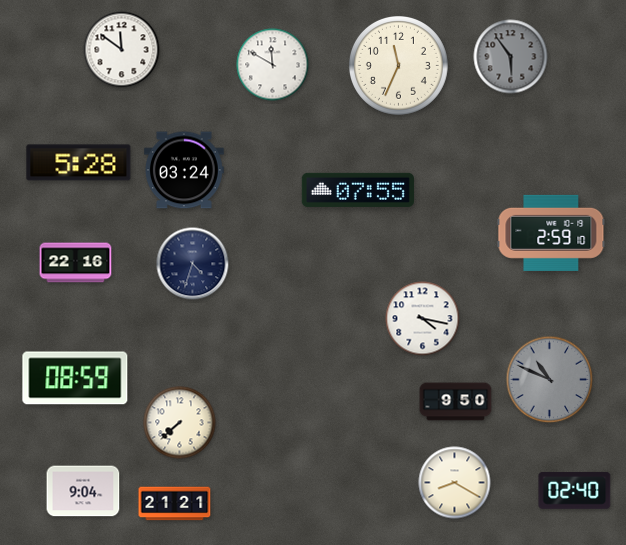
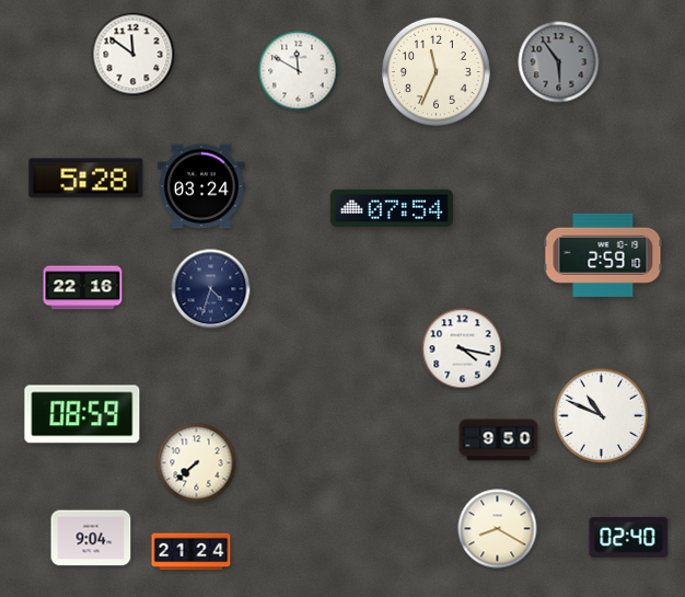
clock at (358, 190): 07:55 -> 07:54
clock at (550, 380) dial: grey -> white
clock at (175, 504): 21:21 -> 21:24
